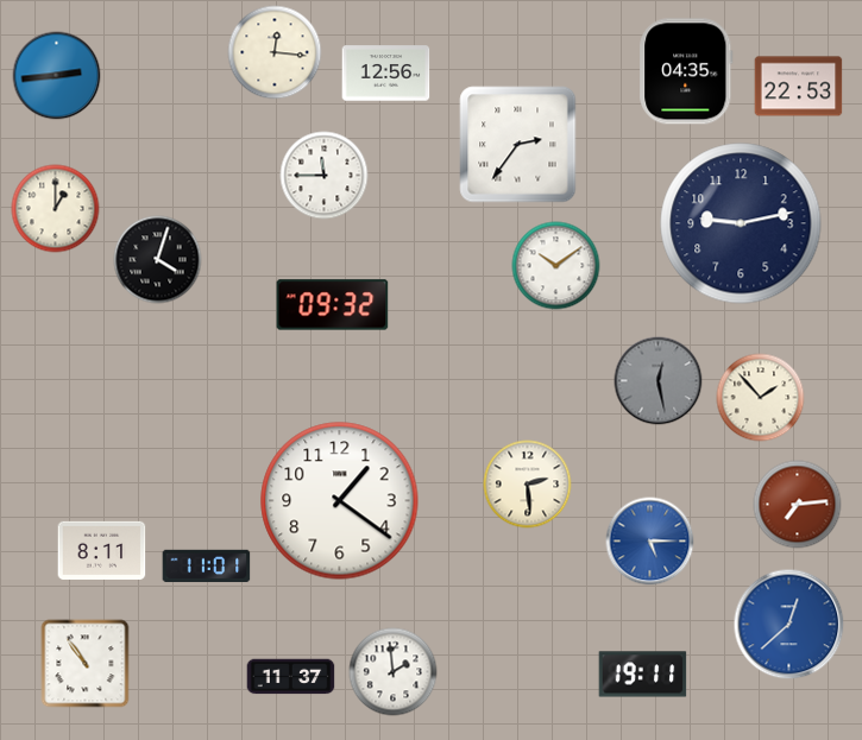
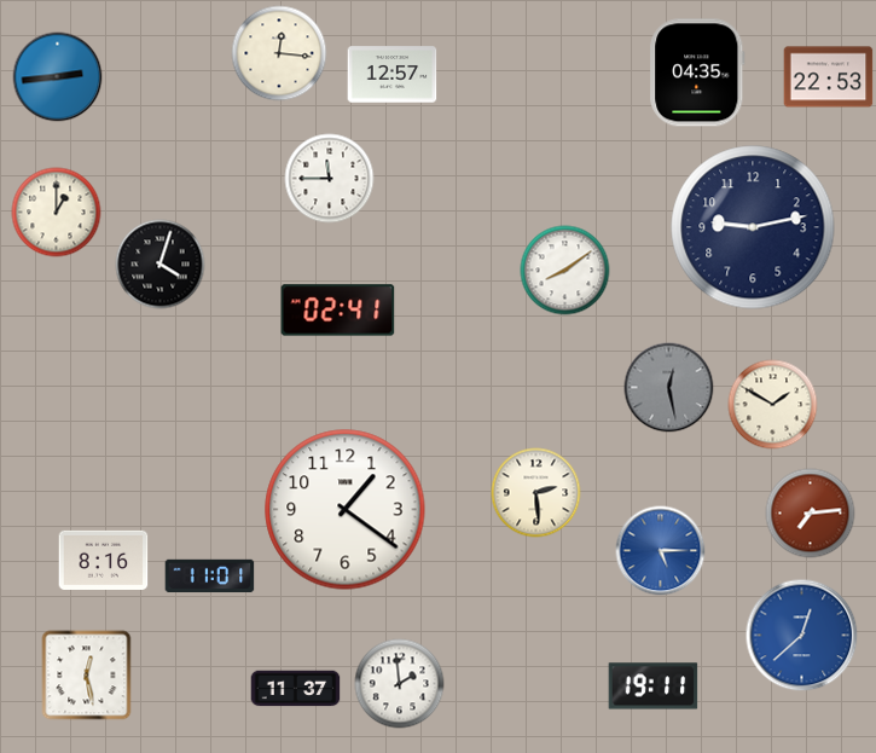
clock at (386, 74): 12:56 -> 12:57
clock at (799, 87) position: (799, 87) -> (829, 77)
clock at (518, 145): 2:36 -> none
clock at (556, 266): 10:09 -> 8:09
clock at (333, 305): 09:32 -> 02:41
clock at (761, 398): 1:53 -> 1:50
clock at (102, 550): 8:11 -> 8:16
clock at (86, 664): 10:54 -> 12:28
